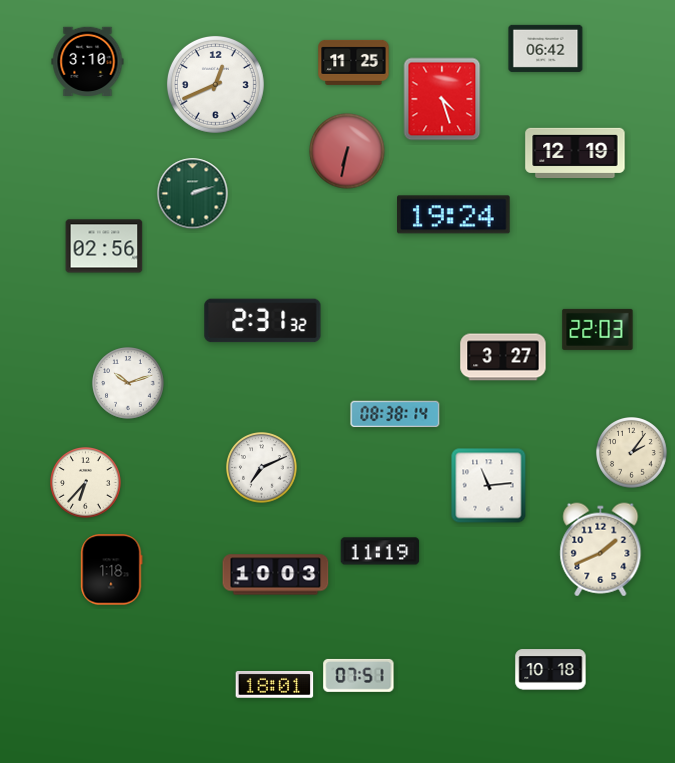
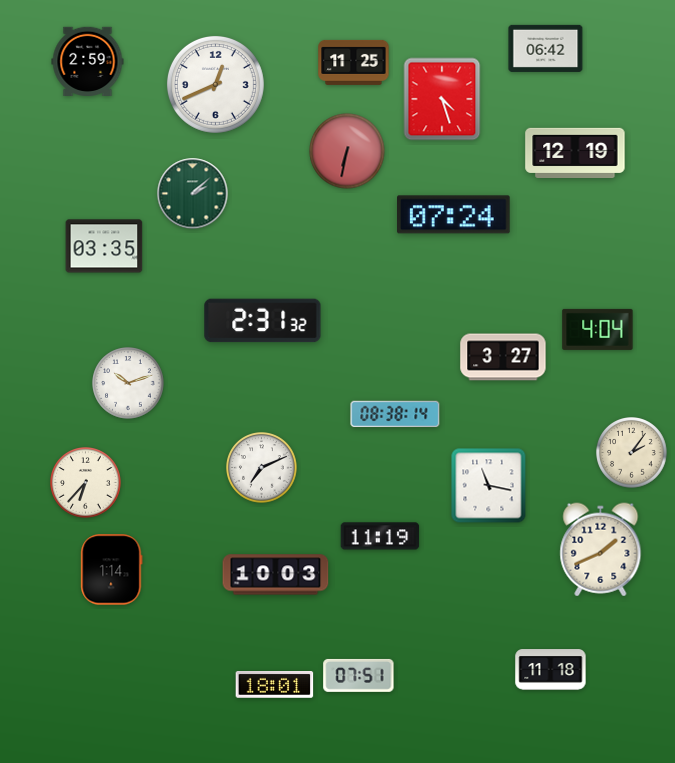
clock at (88, 61): 3:10 -> 2:59
clock at (193, 194): 2:12 -> 2:08
clock at (454, 215): 19:24 -> 07:24
clock at (104, 246): 02:56 -> 03:35
clock at (598, 329): 22:03 -> 4:04
clock at (489, 486): 11:14 -> 11:17
clock at (380, 551) position: (380, 551) -> (380, 536)
clock at (112, 570): 1:18 -> 1:14
clock at (551, 670): 10:18 -> 11:18
